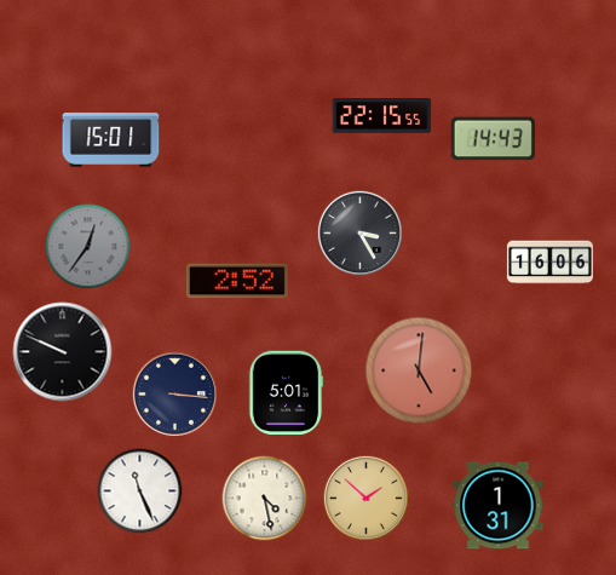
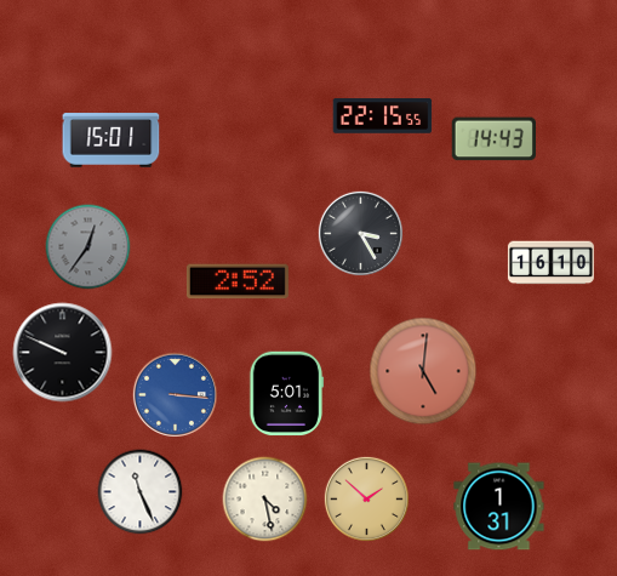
clock at (549, 263): 16:06 -> 16:10
clock at (419, 370) position: (419, 370) -> (423, 371)
clock at (174, 393) dial: navy -> blue
